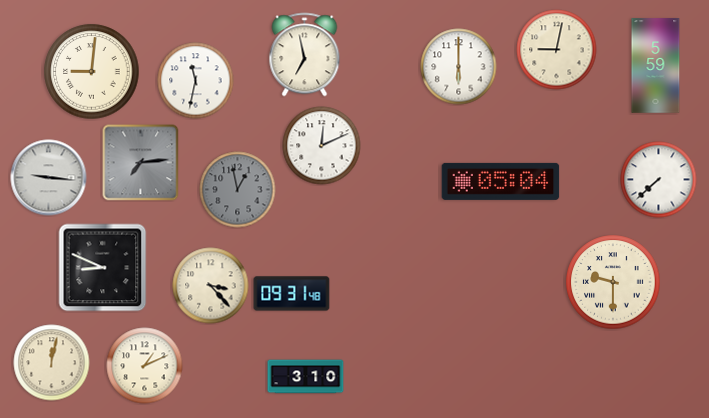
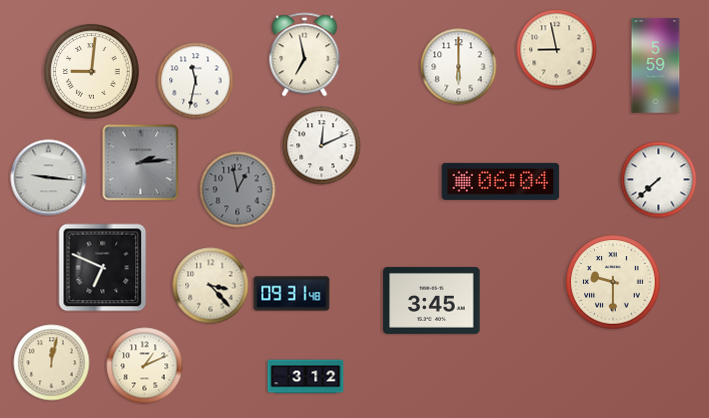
clock at (557, 50): 9:02 -> 8:58
clock at (141, 163): 7:14 -> 2:14
clock at (501, 181): 05:04 -> 06:04
clock at (103, 268): 8:49 -> 6:49
clock at (432, 300): none -> 3:45
clock at (306, 377): 3:10 -> 3:12
